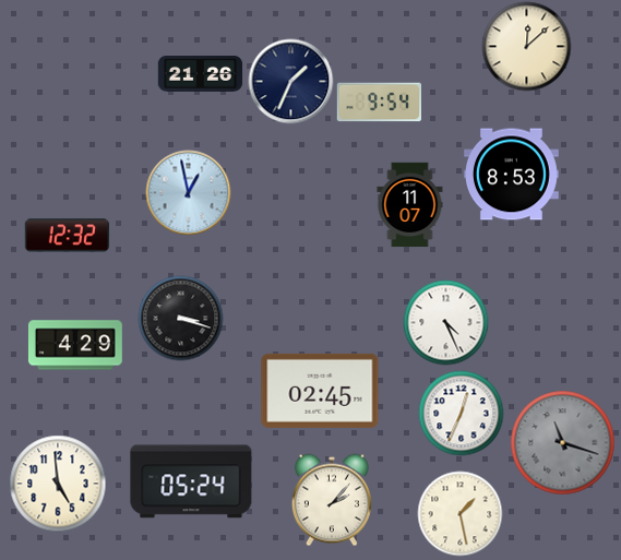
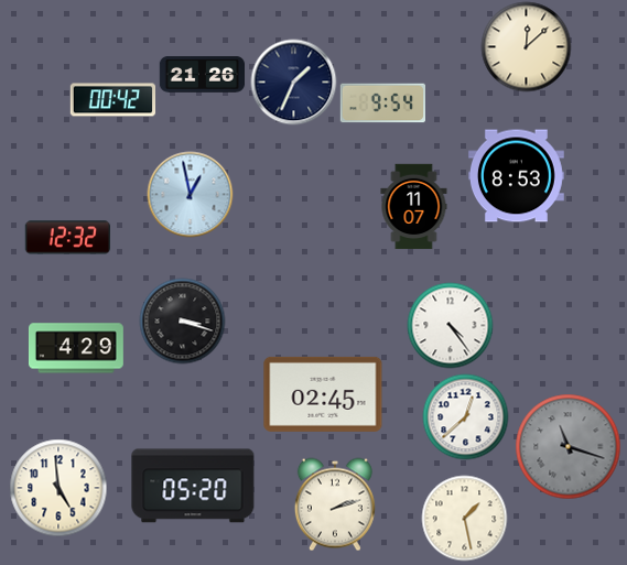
clock at (526, 46) position: (526, 46) -> (526, 46)
clock at (112, 100): none -> 00:42
clock at (445, 322): 4:26 -> 4:24
clock at (461, 413): 12:34 -> 12:38
clock at (191, 481): 05:24 -> 05:20
clock at (332, 500): 2:07 -> 2:12
